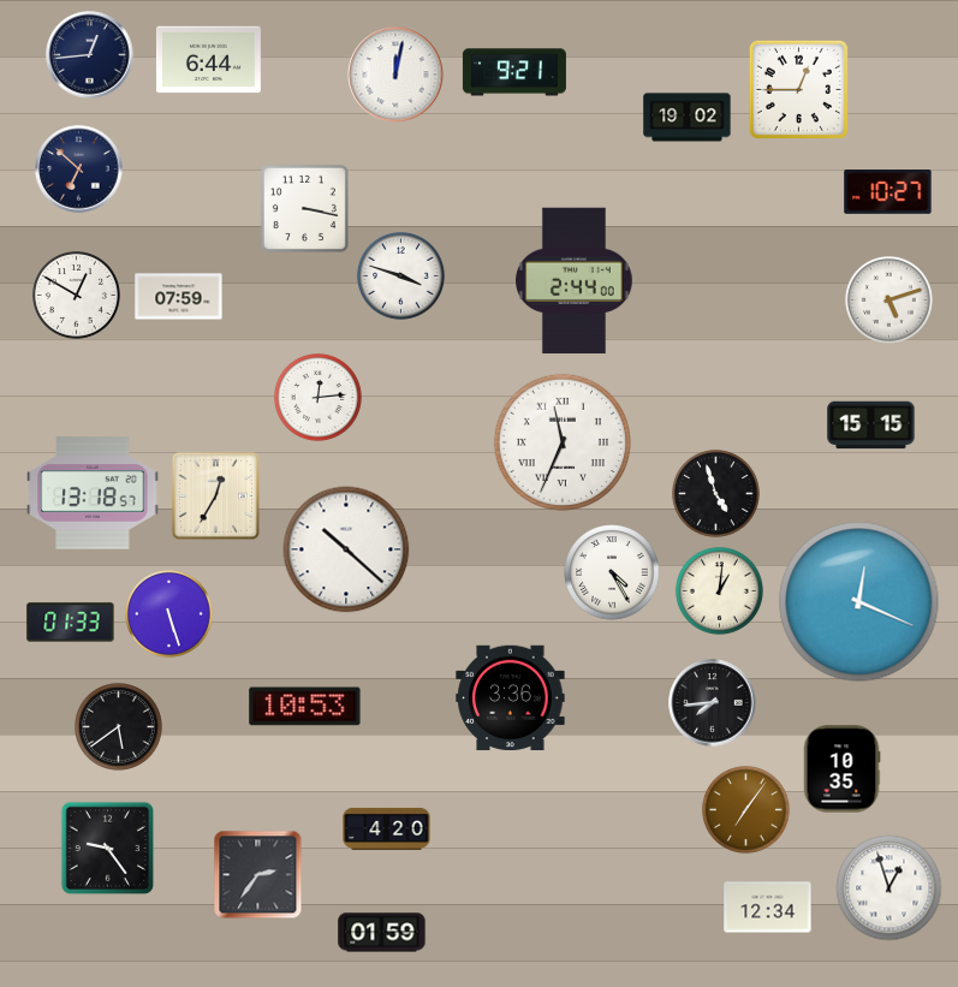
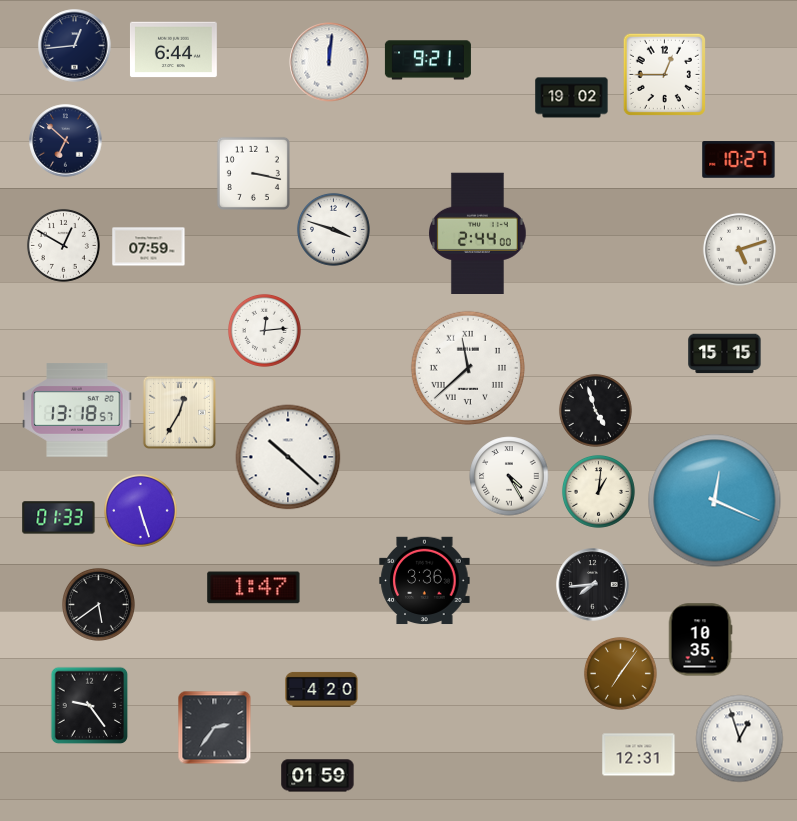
clock at (395, 75): 12:02 -> 12:01
clock at (563, 442): 11:34 -> 11:38
clock at (305, 707): 10:53 -> 1:47
clock at (768, 908): 12:34 -> 12:31
